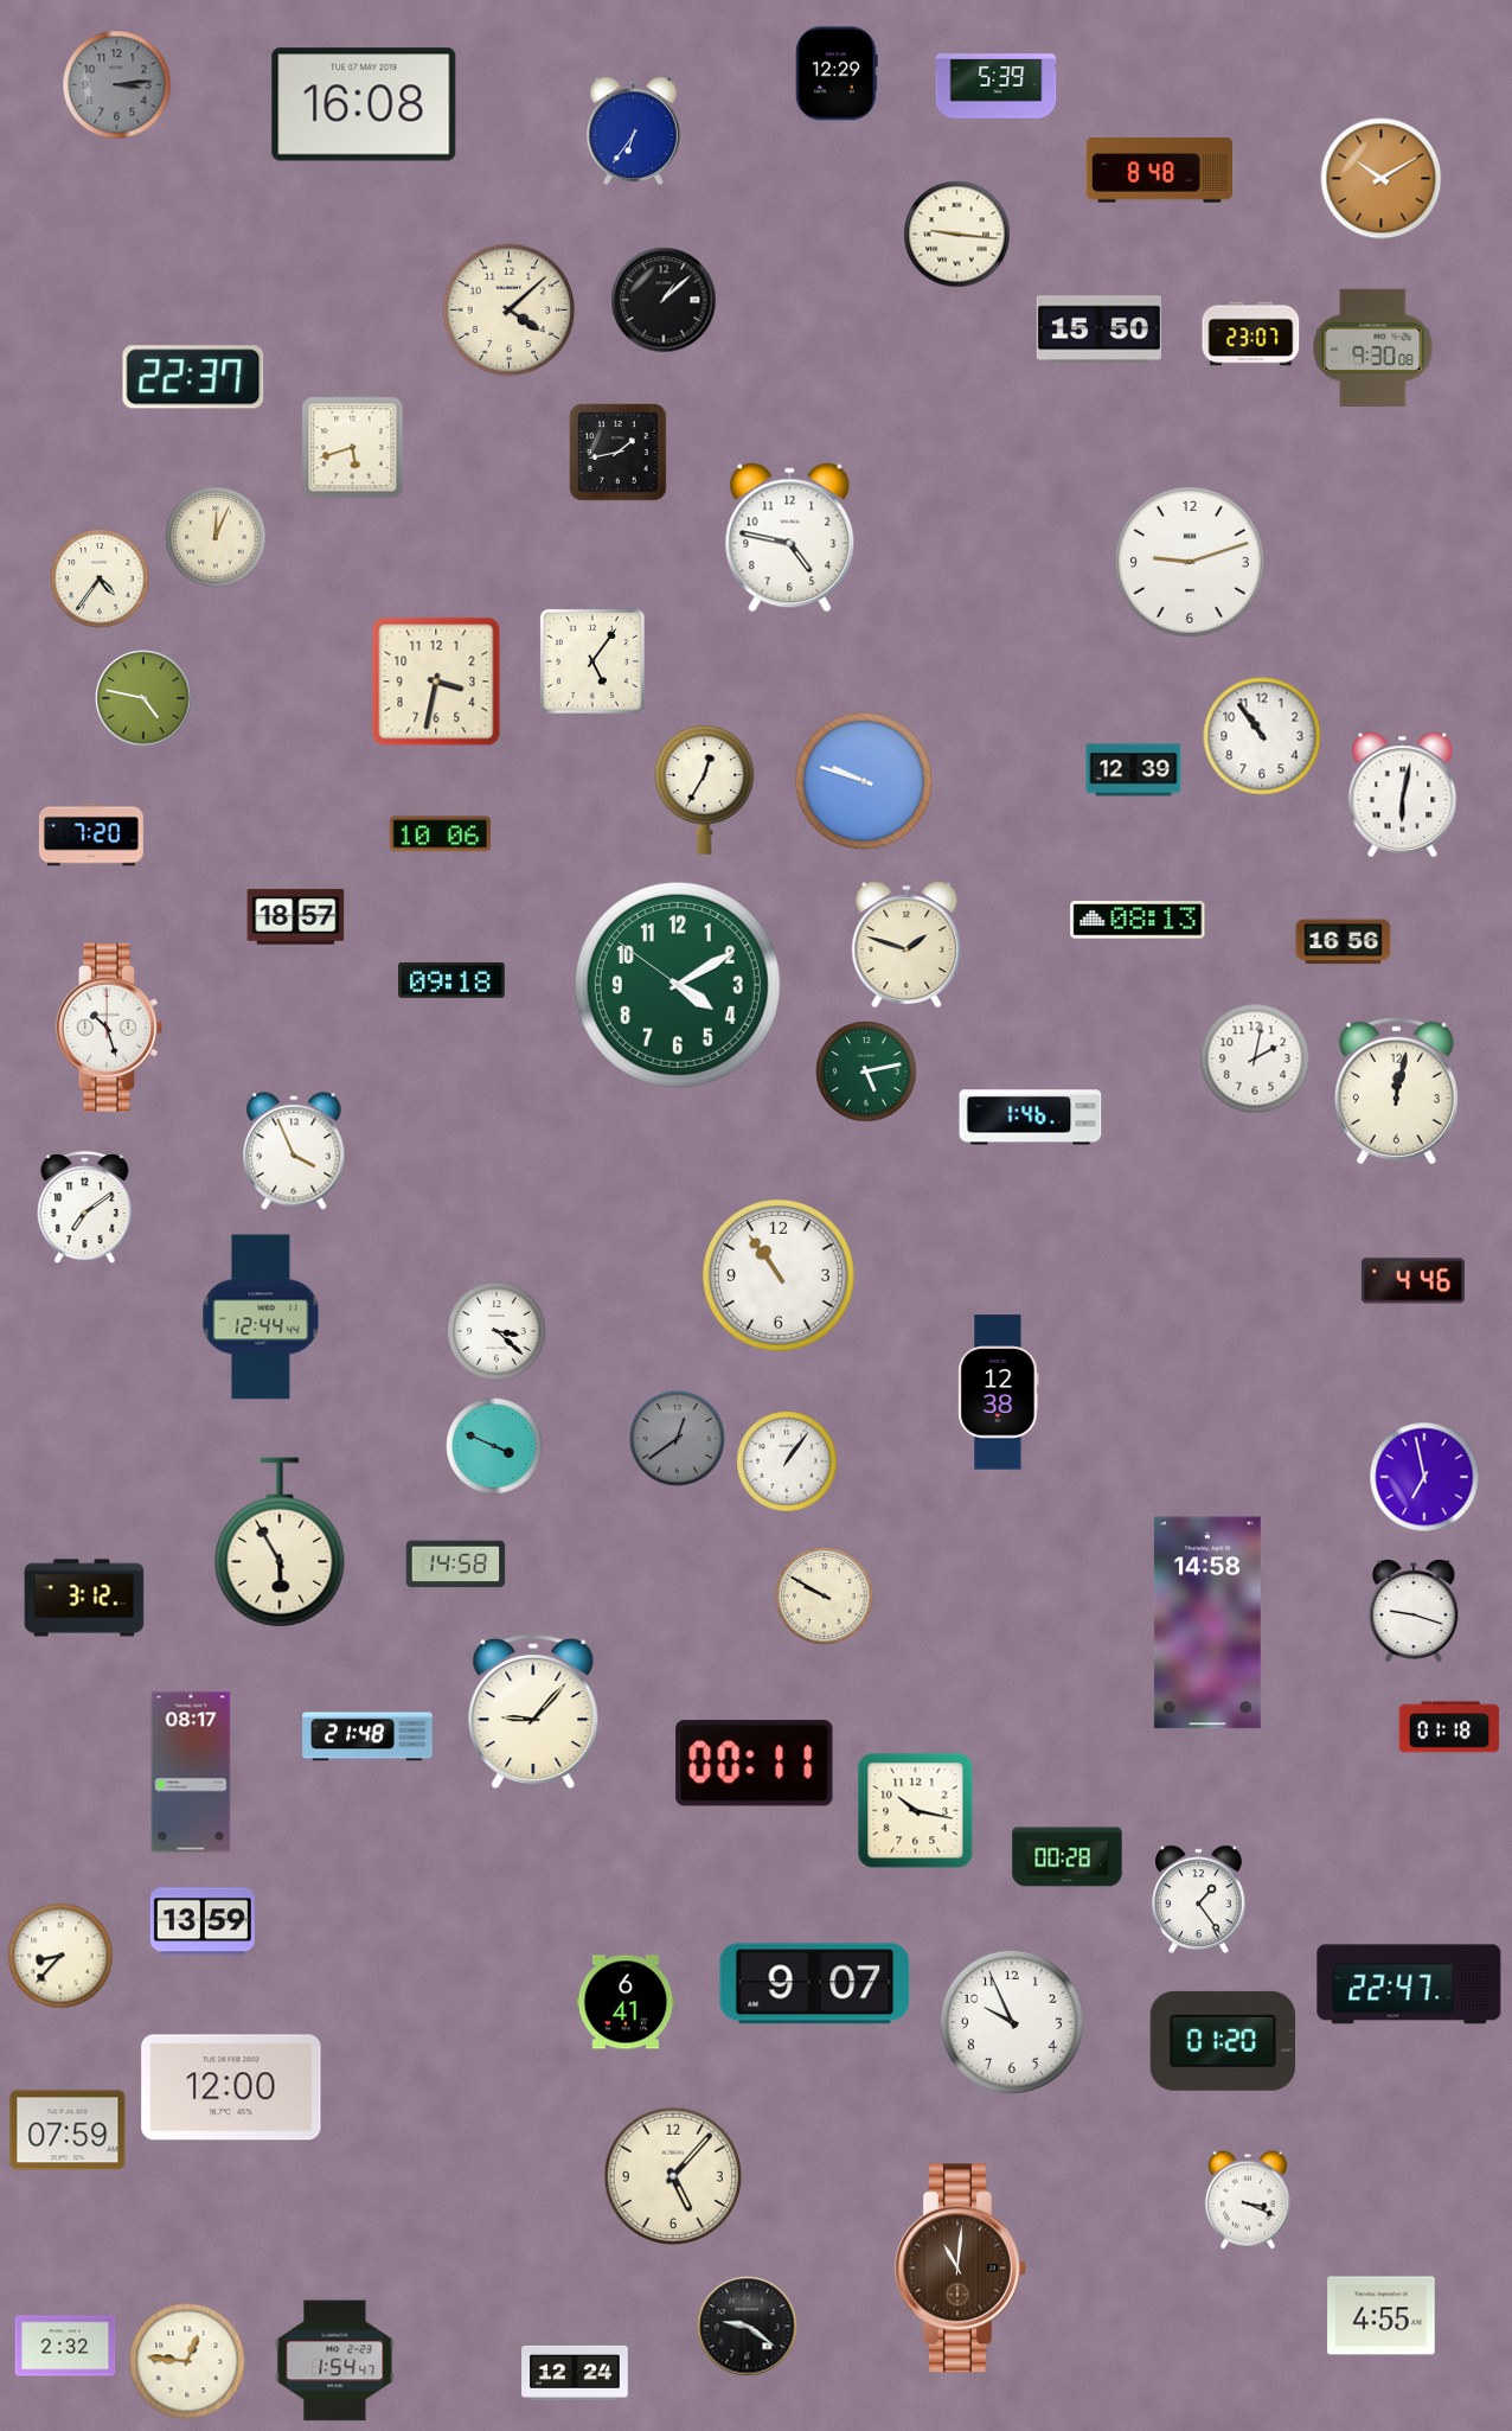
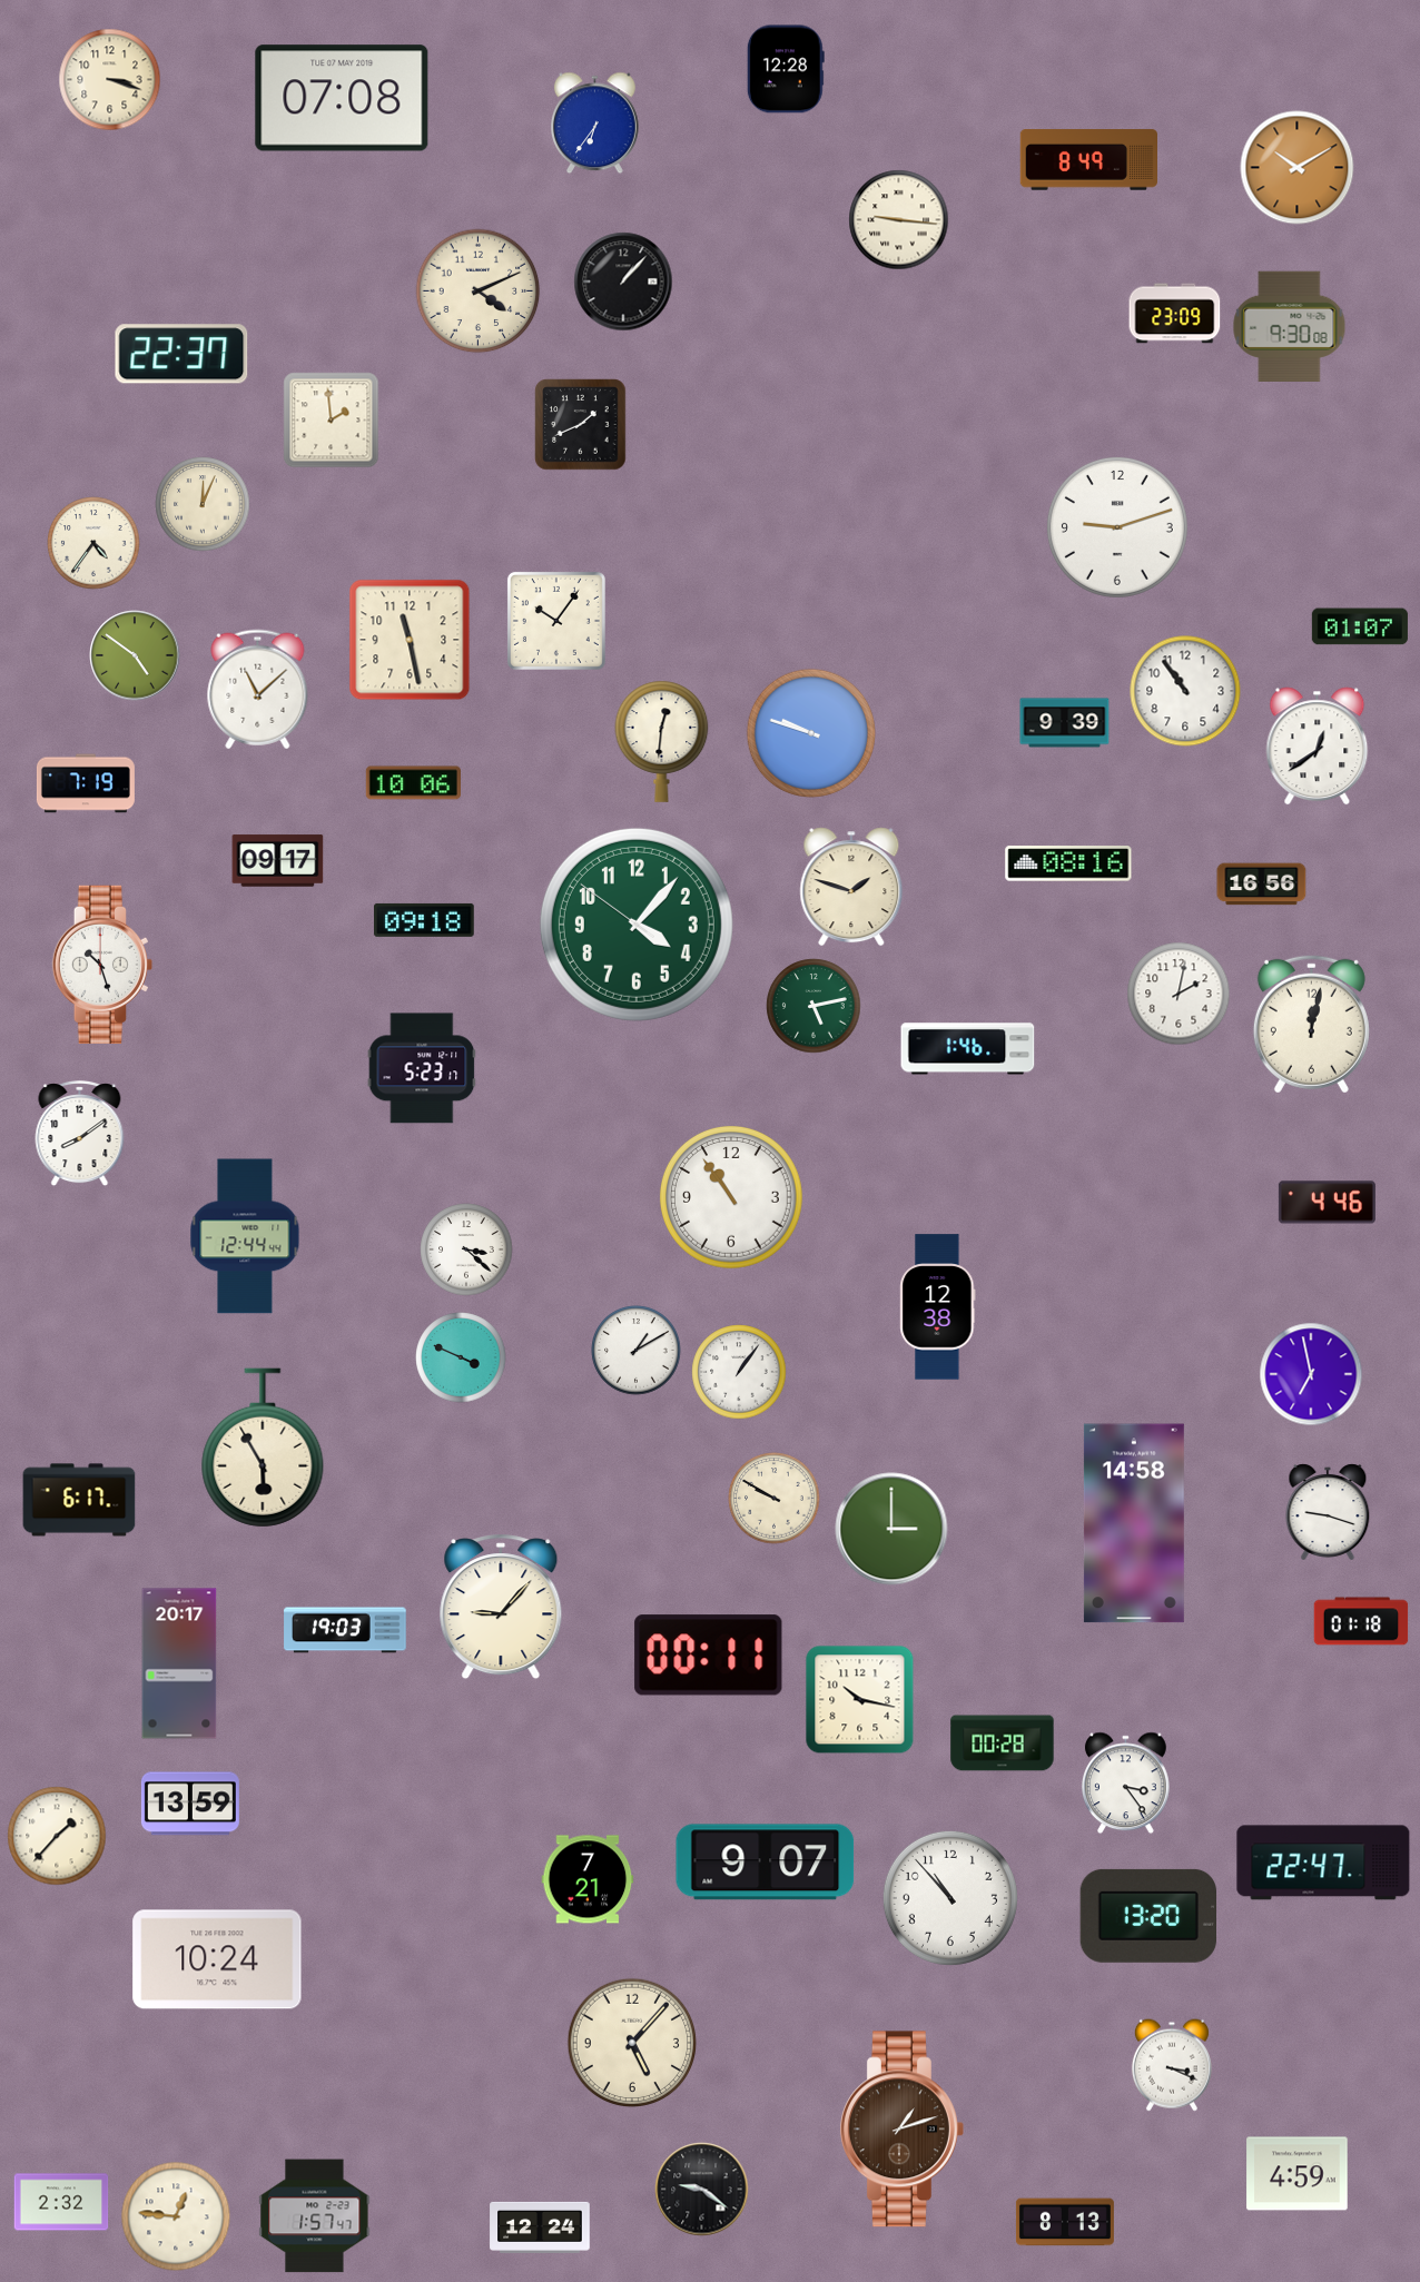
clock at (837, 73): 12:29 -> 12:28
clock at (117, 85): 3:14 -> 3:18
clock at (117, 85) dial: grey -> cream
clock at (997, 87): 5:39 -> none
clock at (364, 104): 16:08 -> 07:08
clock at (1160, 171): 8:48 -> 8:49
clock at (664, 300): 1:08 -> 1:07
clock at (510, 311): 4:08 -> 4:11
clock at (1098, 330): 15:50 -> none
clock at (1251, 334): 23:07 -> 23:09
clock at (353, 448): 5:42 -> 1:59
clock at (619, 453): 1:43 -> 1:41
clock at (790, 538): 4:47 -> none
clock at (592, 661): 5:06 -> 10:06
clock at (1360, 626): none -> 01:07
clock at (436, 682): 3:32 -> 11:28
clock at (143, 698): 4:47 -> 4:51
clock at (258, 690): none -> 11:08
clock at (1134, 770): 12:39 -> 9:39
clock at (705, 789): 12:35 -> 12:31
clock at (1403, 795): 6:02 -> 12:39
clock at (91, 834): 7:20 -> 7:19
clock at (296, 917): 18:57 -> 09:17
clock at (1138, 920): 08:13 -> 08:16
clock at (678, 985): 4:09 -> 4:06
clock at (422, 1068): none -> 5:23
clock at (294, 1151): 3:56 -> none
clock at (85, 1209): 7:09 -> 8:09
clock at (678, 1439): 12:39 -> 1:10
clock at (678, 1439) dial: grey -> white
clock at (494, 1446) position: (494, 1446) -> (461, 1357)
clock at (1424, 1477) position: (1424, 1477) -> (1311, 1374)
clock at (456, 1565): 14:58 -> none
clock at (84, 1598): 3:12 -> 6:17
clock at (891, 1529): none -> 3:00
clock at (367, 1736): 21:48 -> 19:03
clock at (191, 1772): 08:17 -> 20:17
clock at (1199, 1900): 1:24 -> 3:24
clock at (60, 1956): 8:37 -> 1:37
clock at (626, 2002): 6:41 -> 7:21
clock at (1012, 2022): 9:56 -> 10:53
clock at (1222, 2041): 01:20 -> 13:20
clock at (231, 2087): 12:00 -> 10:24
clock at (68, 2130): 07:59 -> none
clock at (960, 2269): 11:01 -> 1:12
clock at (1382, 2316): 4:55 -> 4:59
clock at (748, 2327) position: (748, 2327) -> (702, 2190)
clock at (335, 2361): 1:54 -> 1:57
clock at (1065, 2222): none -> 8:13
